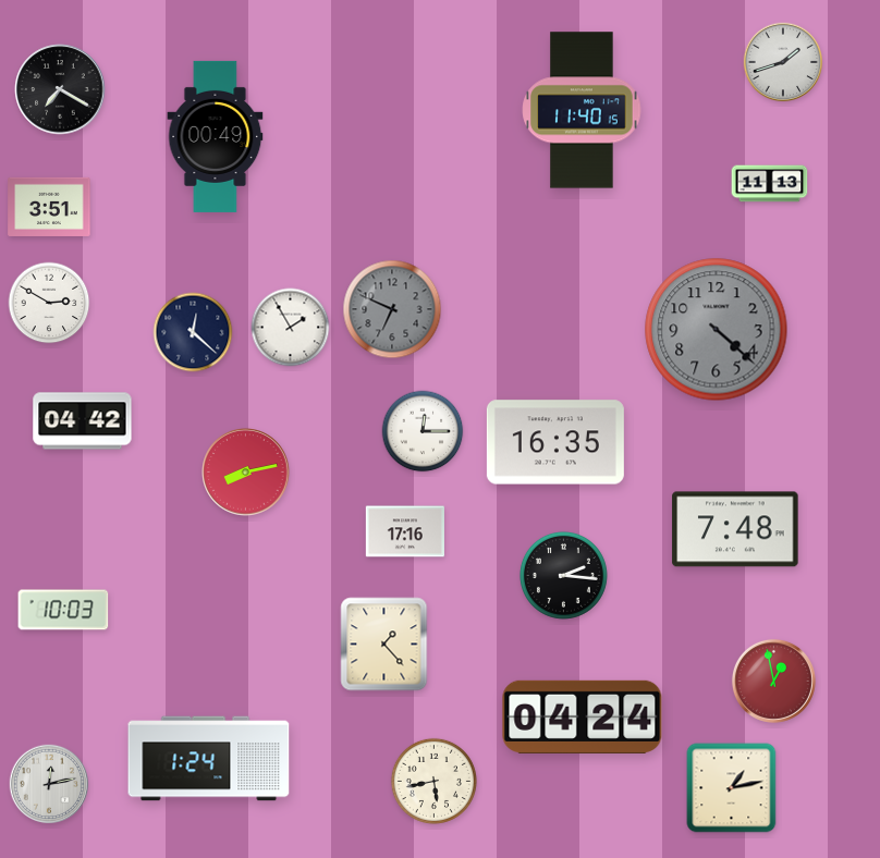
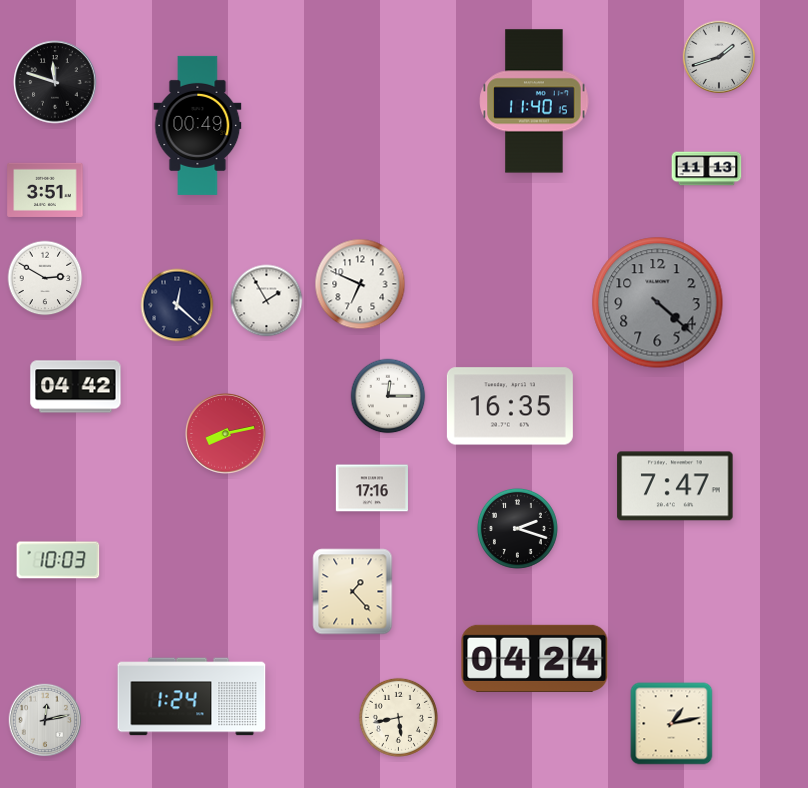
clock at (60, 89): 7:20 -> 11:48
clock at (392, 309) dial: grey -> white
clock at (735, 529): 7:48 -> 7:47
clock at (563, 575): 2:16 -> 2:18
clock at (773, 681): 12:58 -> none
